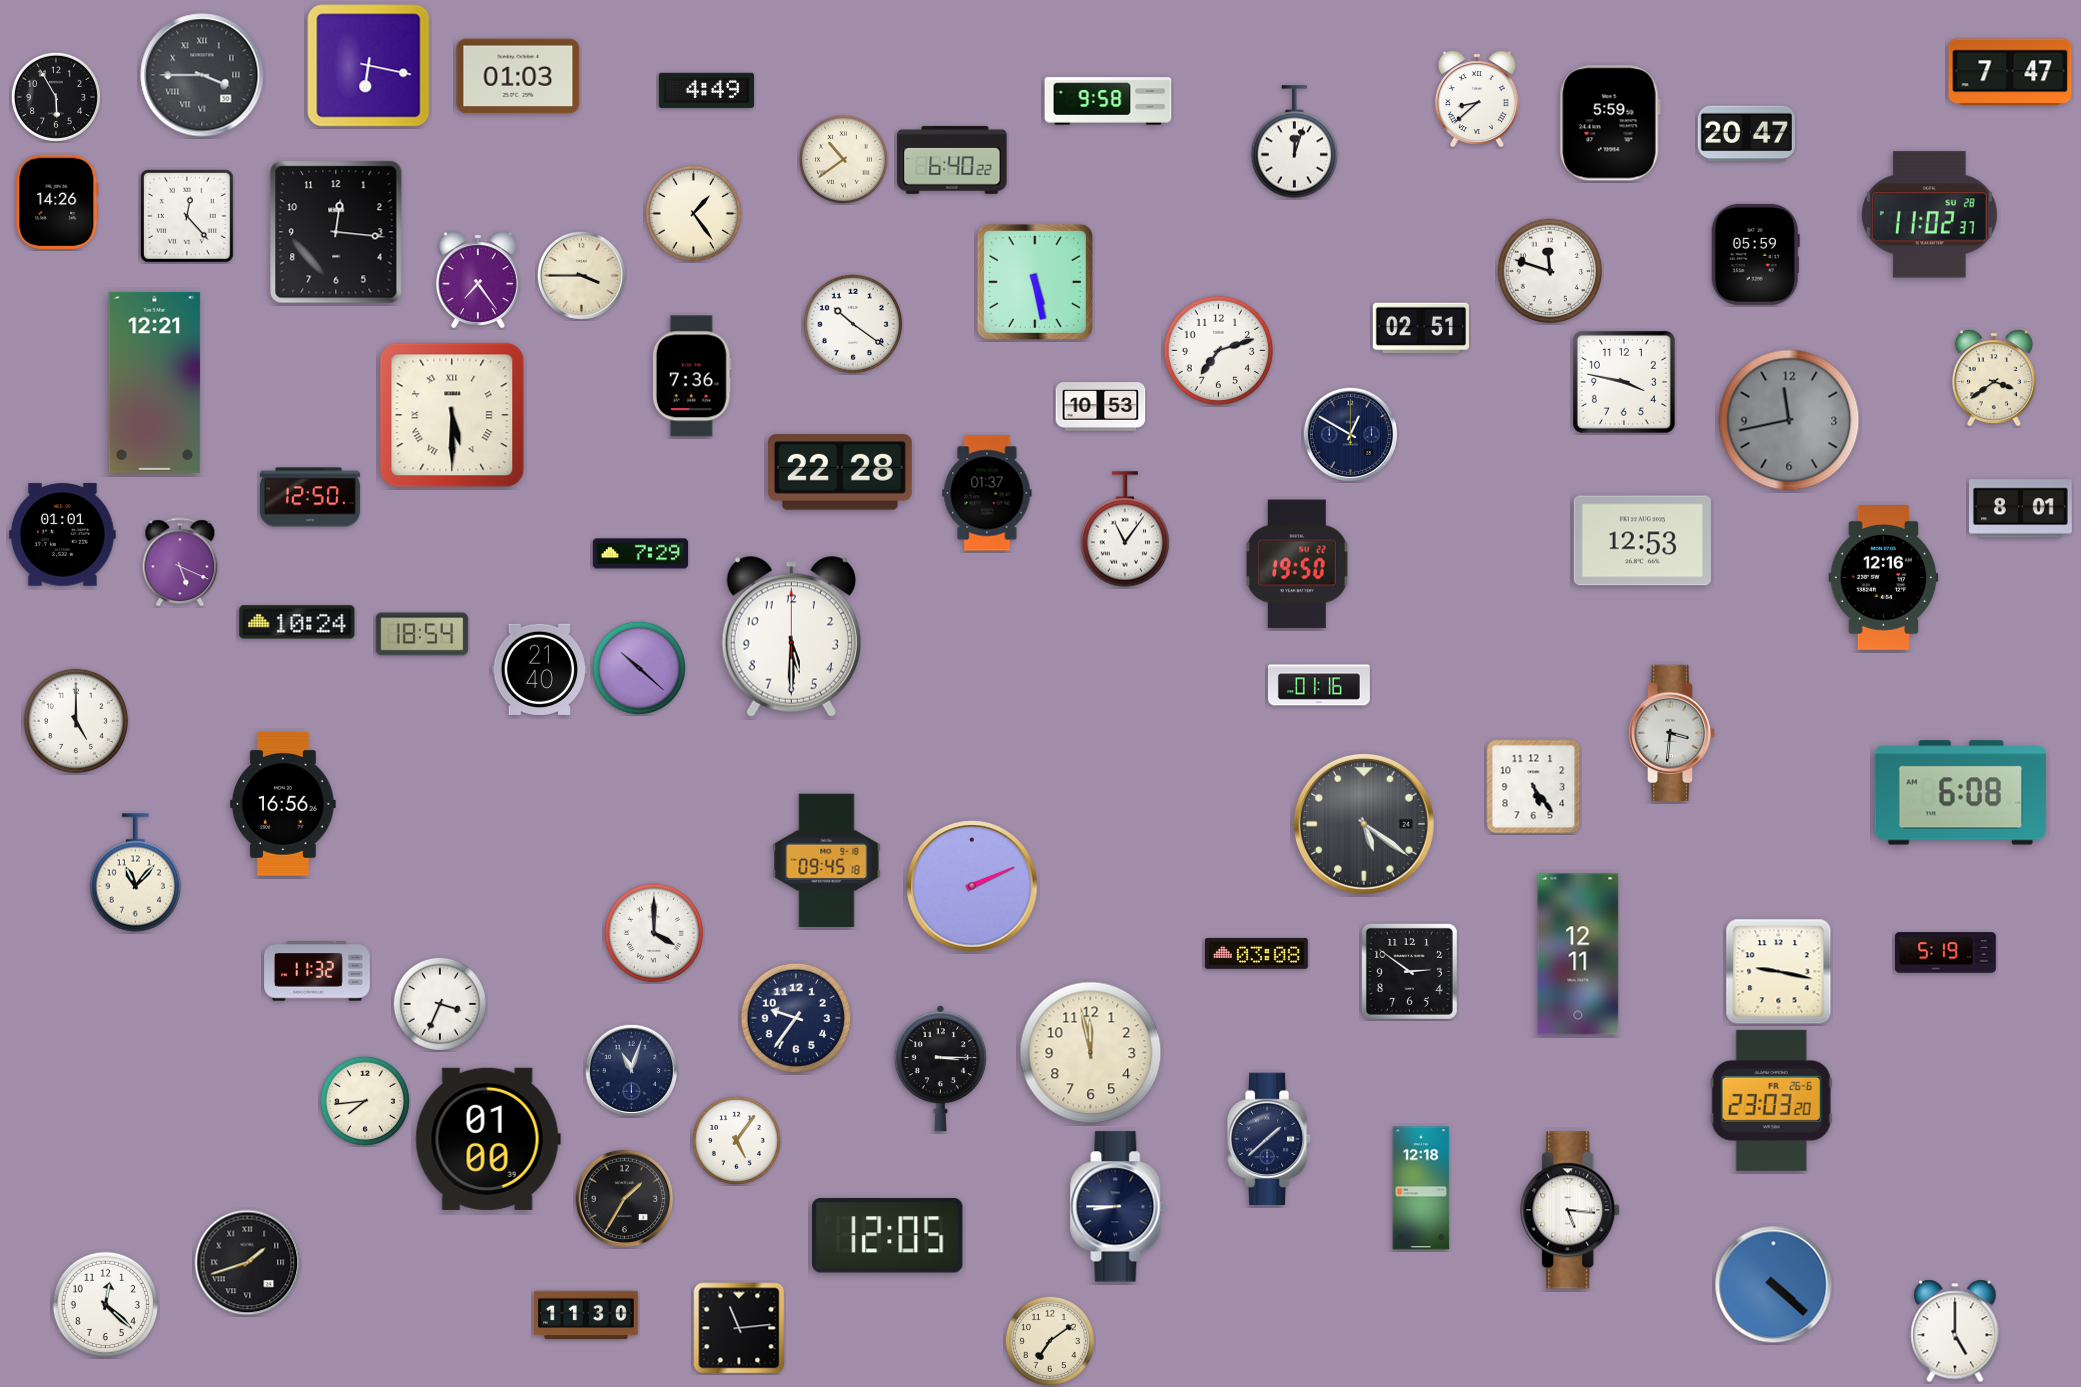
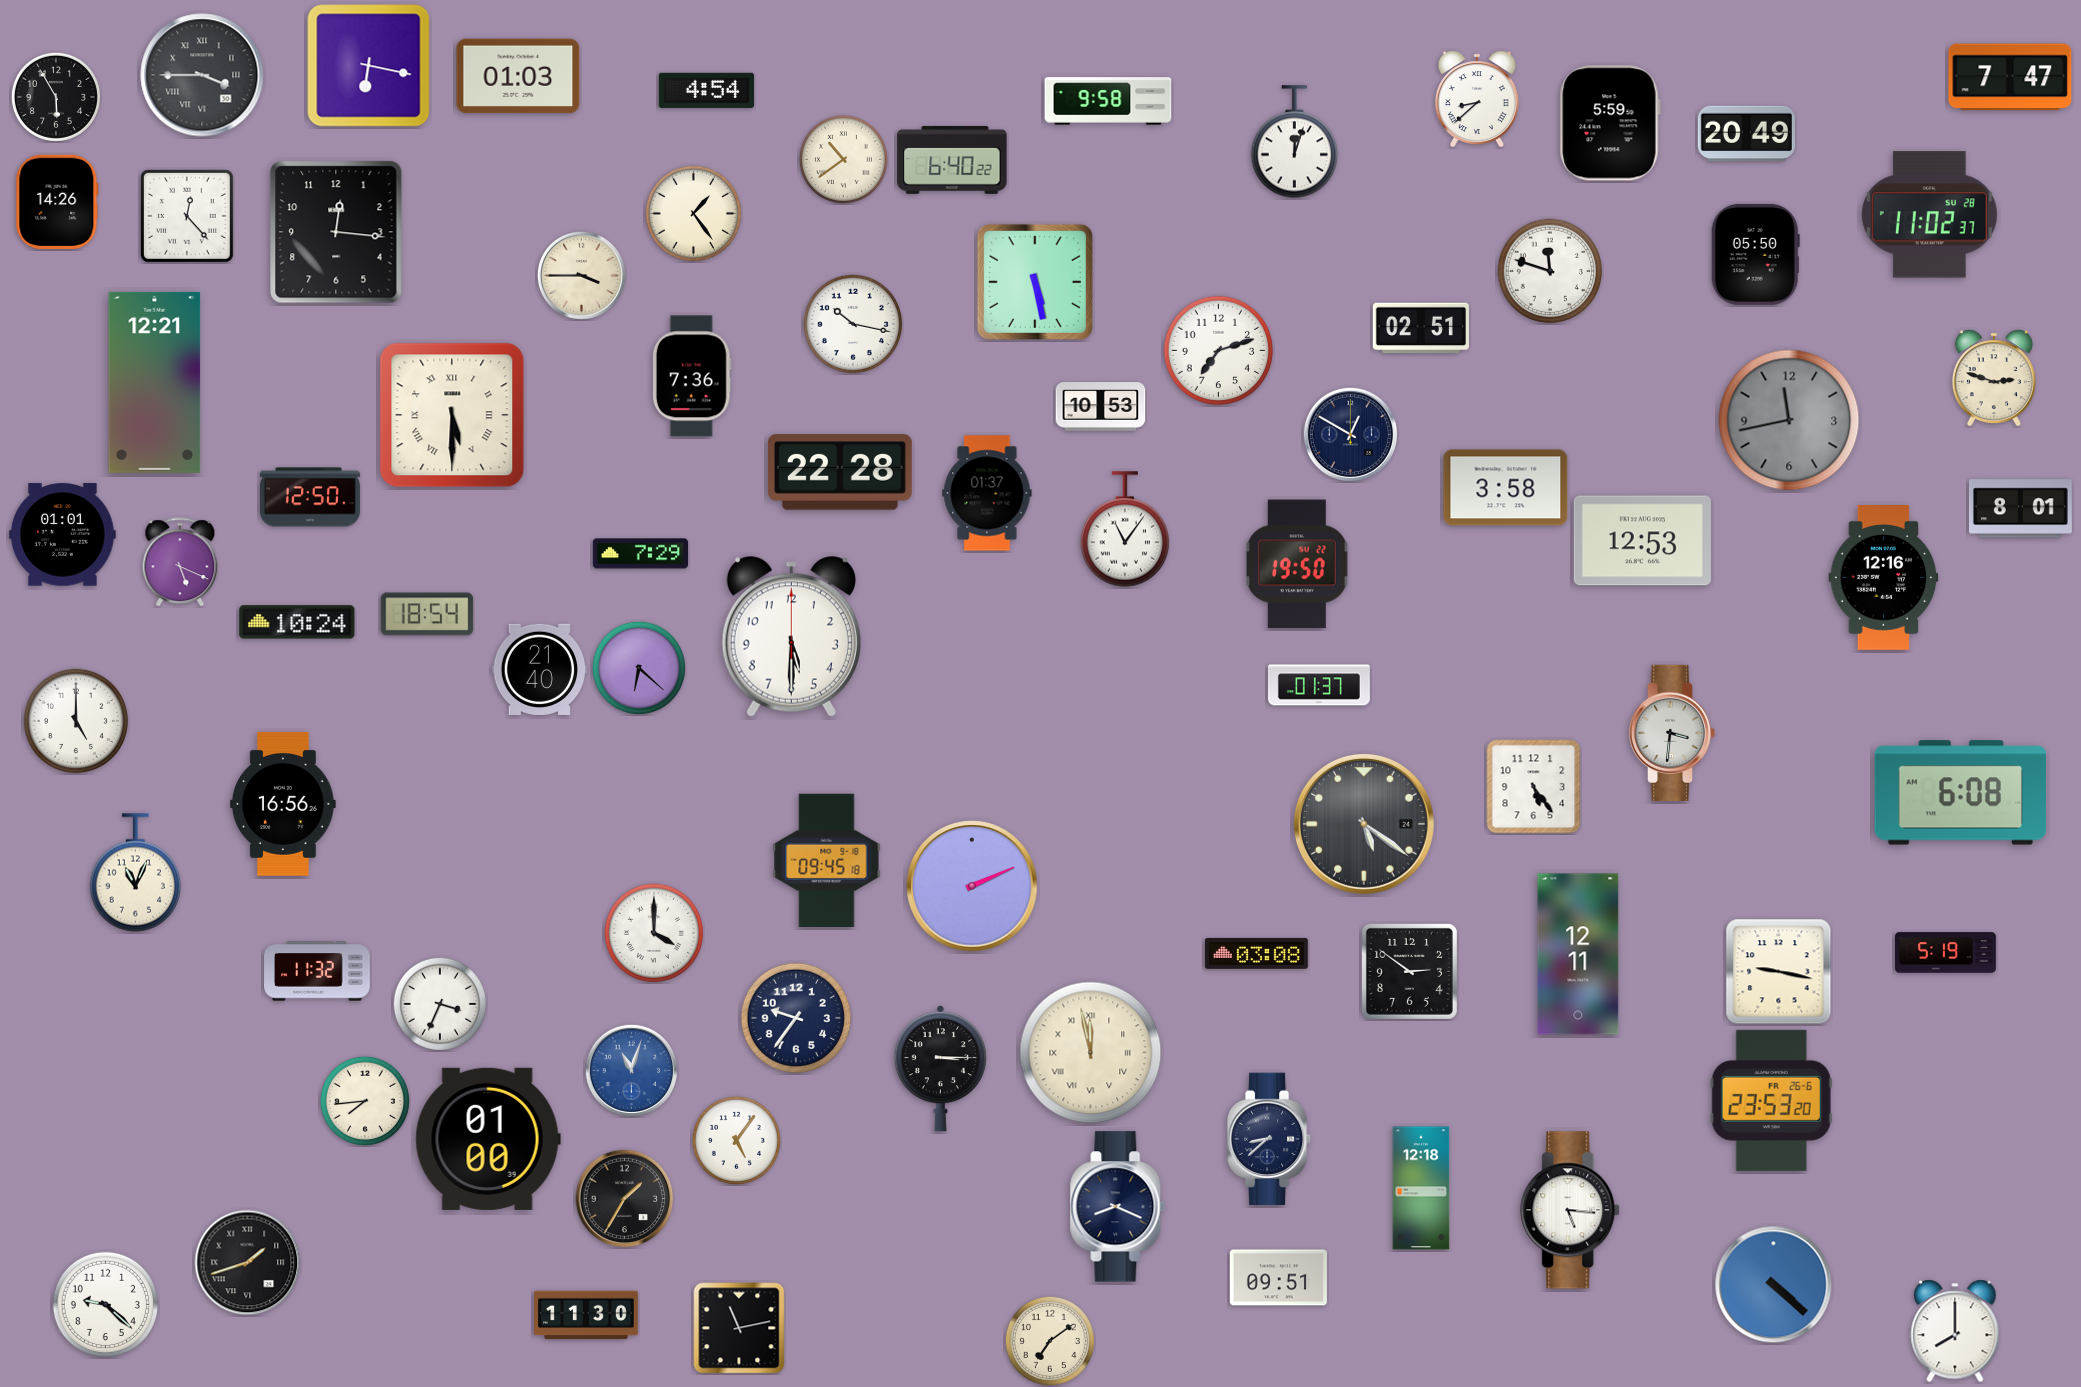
clock at (2010, 72) position: (2010, 72) -> (2010, 77)
clock at (706, 90): 4:49 -> 4:54
clock at (1746, 134): 20:47 -> 20:49
clock at (1755, 254): 05:59 -> 05:50
clock at (478, 280): 7:24 -> none
clock at (853, 324): 10:21 -> 10:17
clock at (1994, 378): 3:39 -> 2:48
clock at (1624, 382): 3:47 -> none
clock at (1506, 488): none -> 3:58
clock at (422, 634) position: (422, 634) -> (427, 614)
clock at (639, 668): 10:22 -> 6:22
clock at (1319, 685): 01:16 -> 01:37
clock at (136, 873): 11:07 -> 11:04
clock at (1091, 1053) numerals: Arabic -> Roman
clock at (631, 1070) dial: navy -> blue
clock at (1771, 1100): 23:03 -> 23:53
clock at (1269, 1139): 1:38 -> 8:38
clock at (1118, 1207): 8:45 -> 8:19
clock at (888, 1236): 12:05 -> none
clock at (1278, 1278): none -> 09:51
clock at (106, 1305): 12:22 -> 9:22
clock at (739, 1328): 11:14 -> 11:13
clock at (1955, 1331): 5:00 -> 8:00
